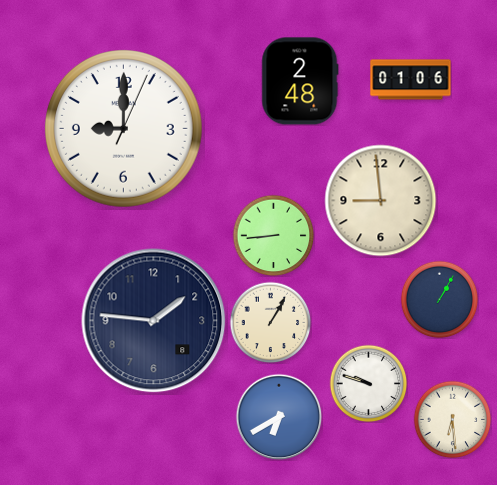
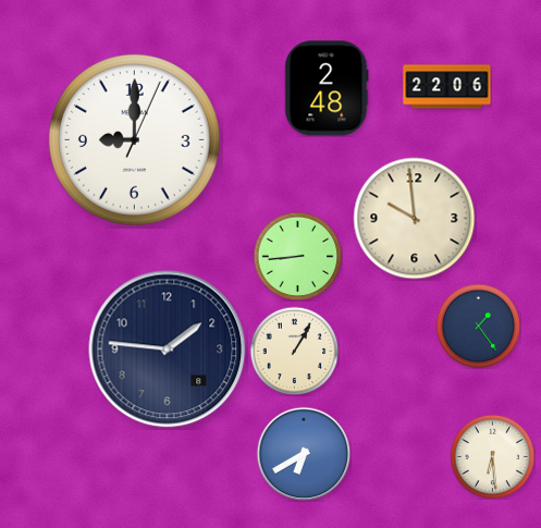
clock at (411, 80): 01:06 -> 22:06
clock at (381, 201): 8:59 -> 9:59
clock at (439, 299): 1:05 -> 1:24
clock at (368, 383): 9:48 -> none
